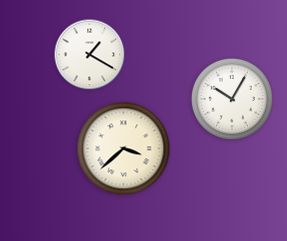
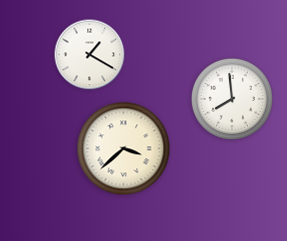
clock at (232, 99): 10:05 -> 7:59
